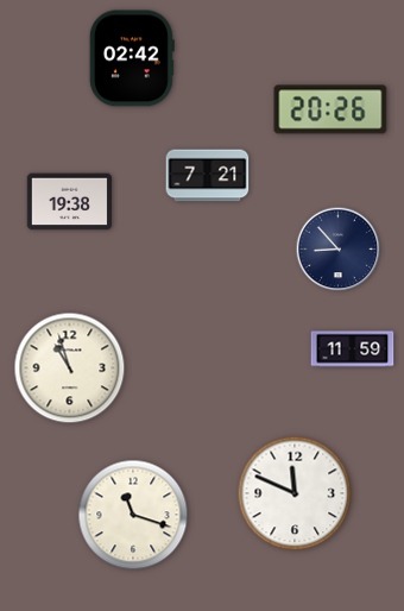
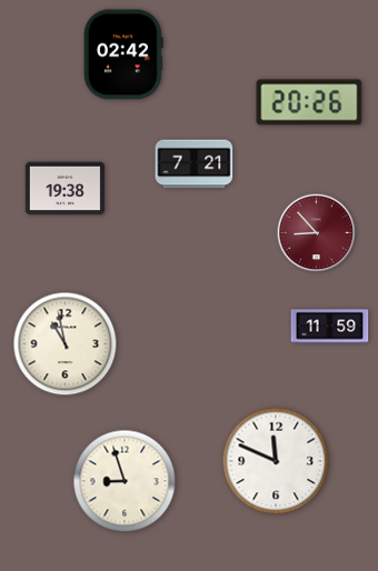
clock at (339, 250) dial: navy -> burgundy
clock at (70, 369): 10:57 -> 10:58
clock at (133, 515): 11:18 -> 8:57
